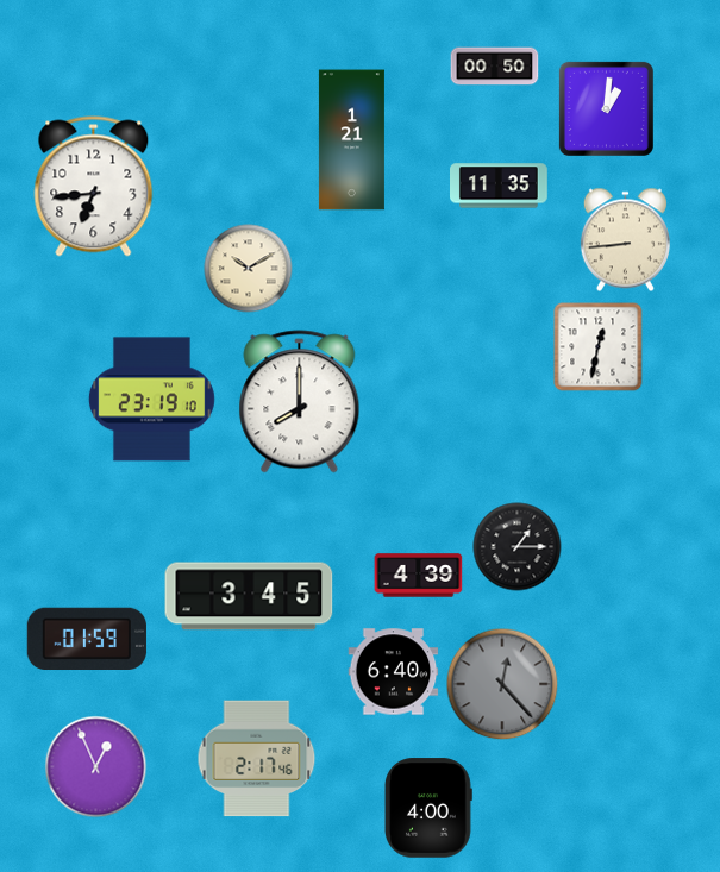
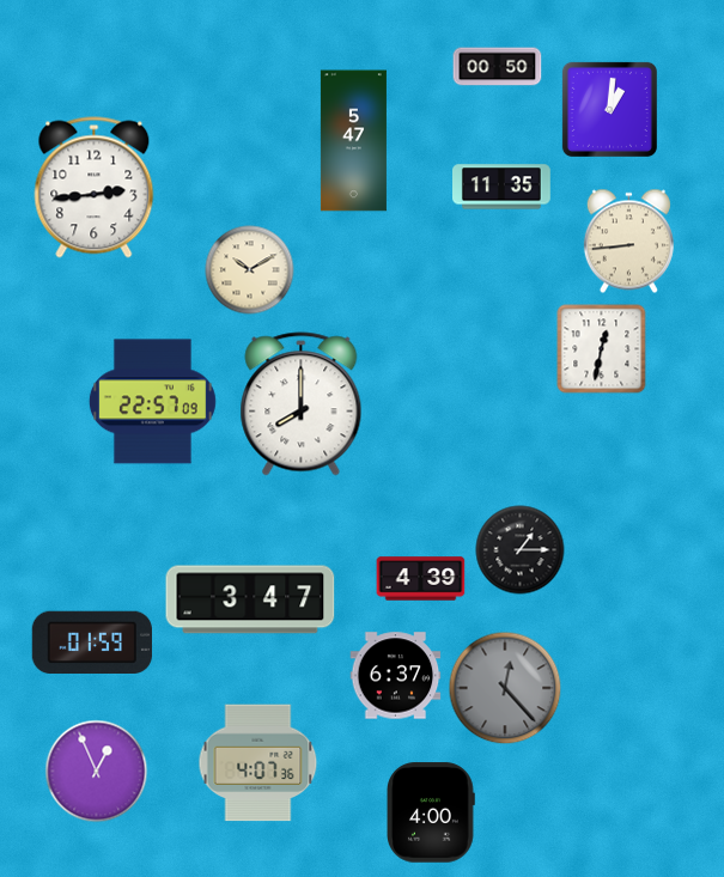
clock at (351, 140): 1:21 -> 5:47
clock at (94, 187): 6:44 -> 2:44
clock at (151, 400): 23:19 -> 22:57
clock at (249, 596): 3:45 -> 3:47
clock at (87, 638) position: (87, 638) -> (92, 641)
clock at (394, 672): 6:40 -> 6:37
clock at (257, 759): 2:17 -> 4:07
